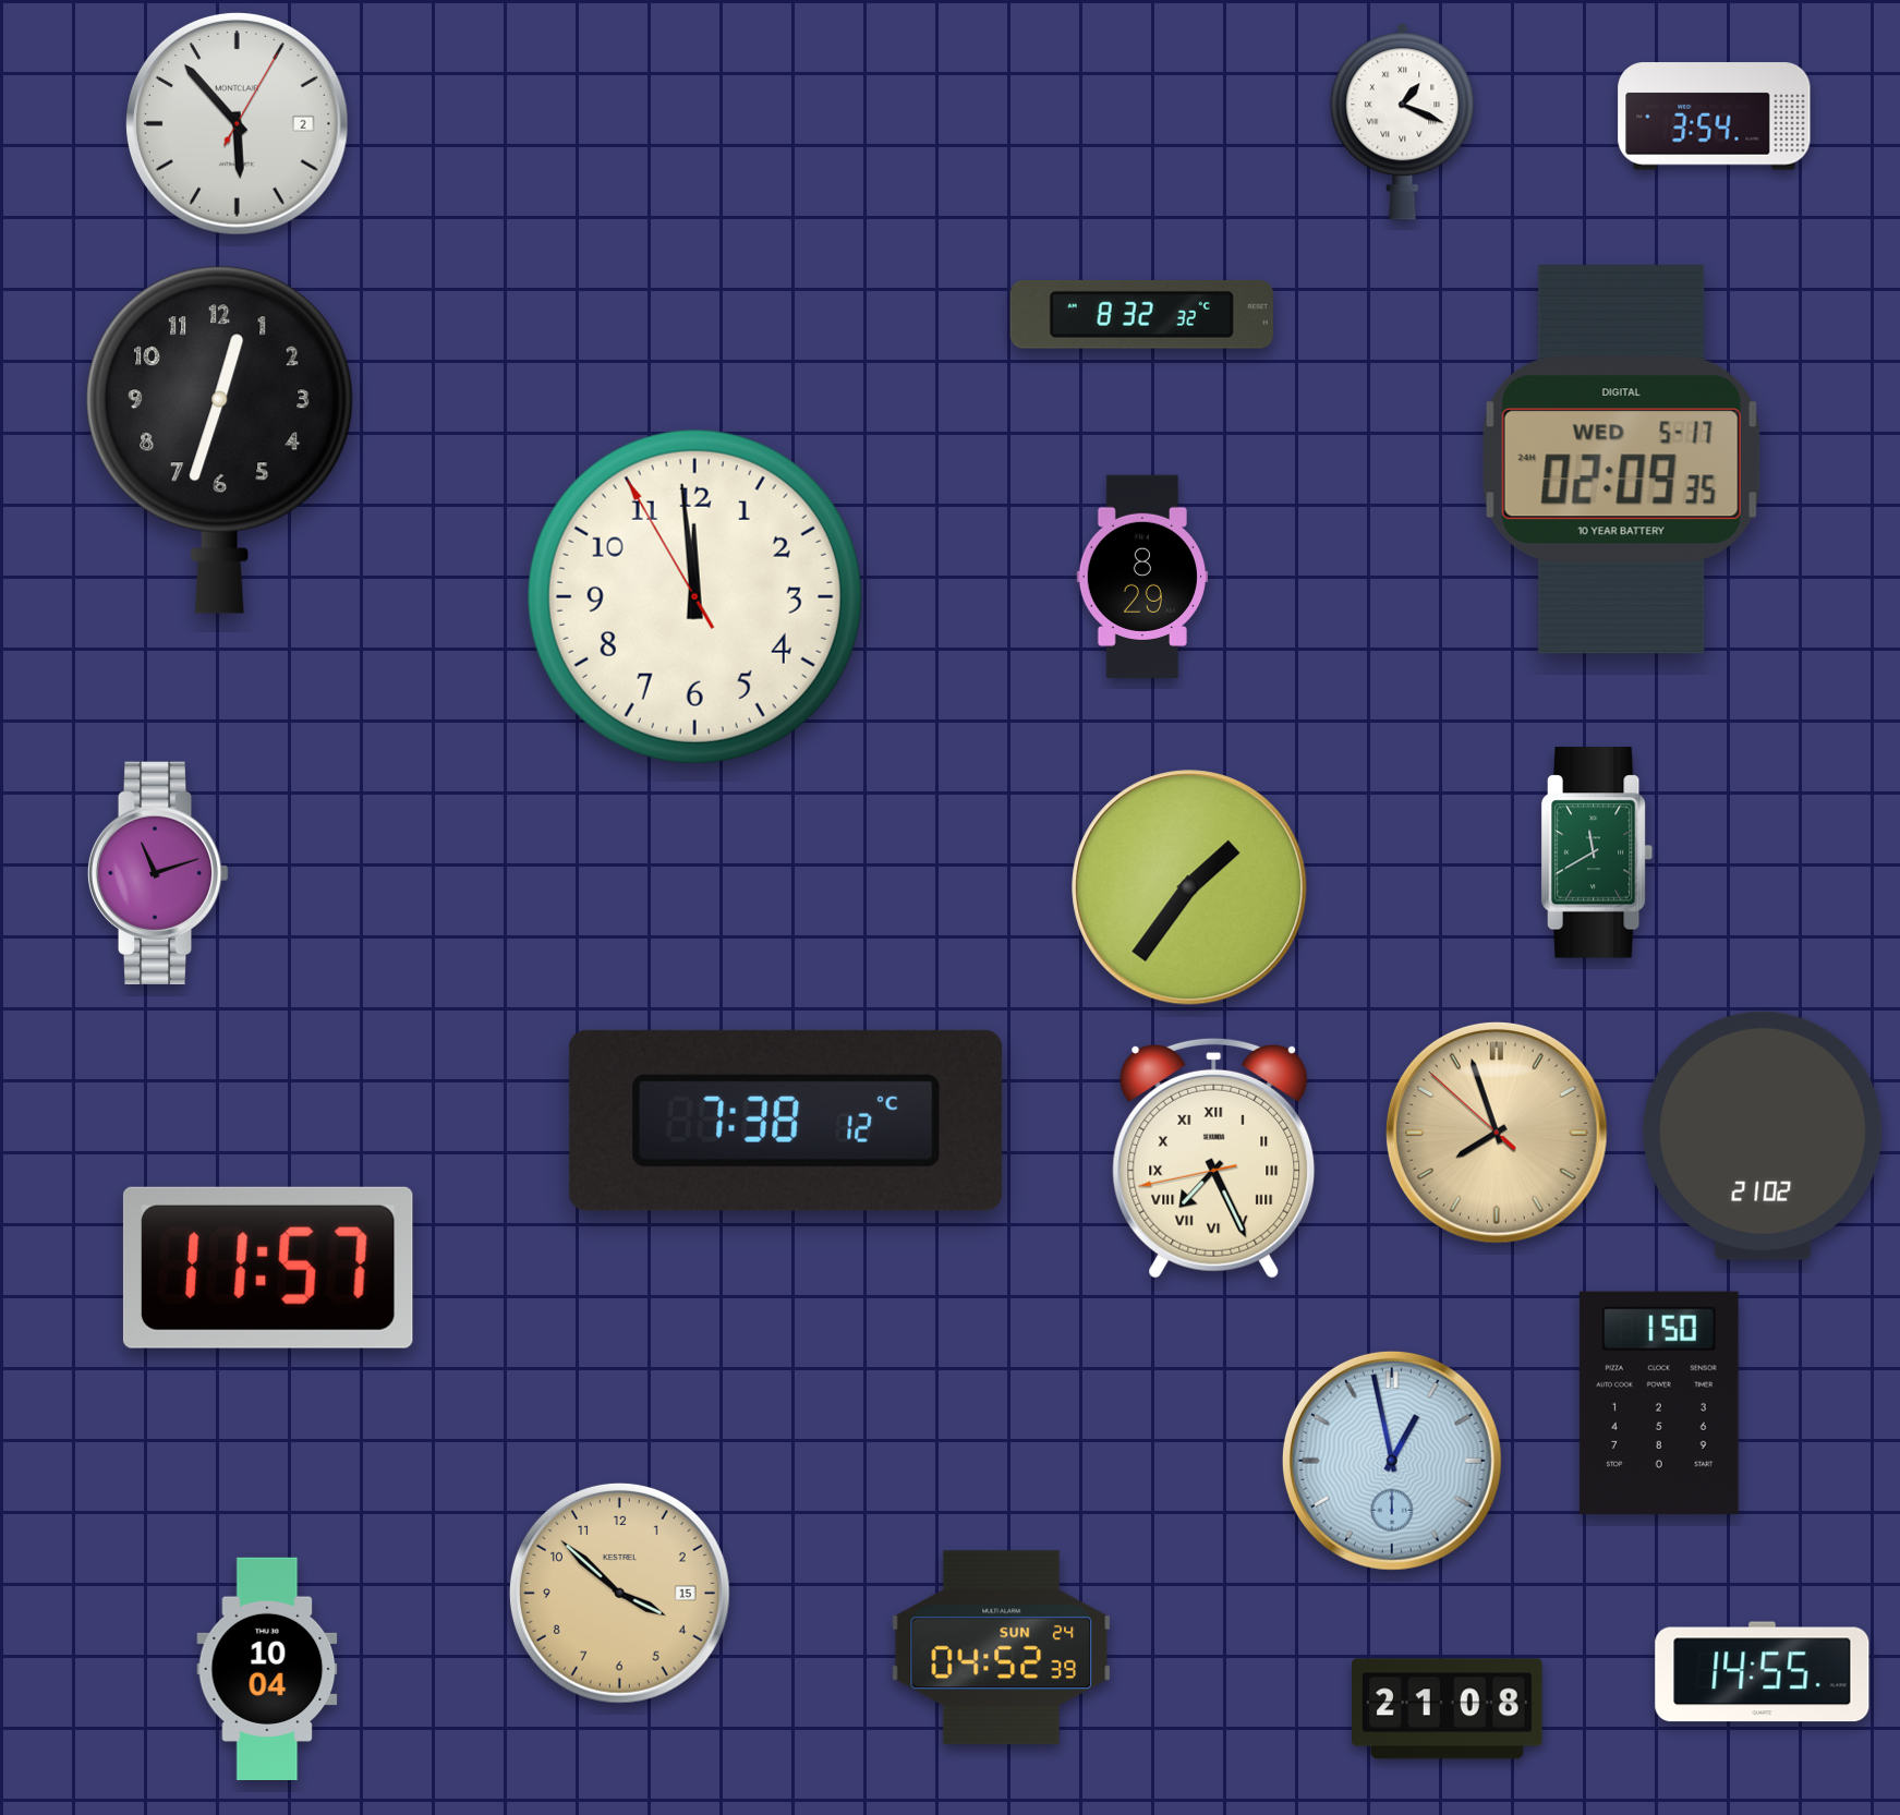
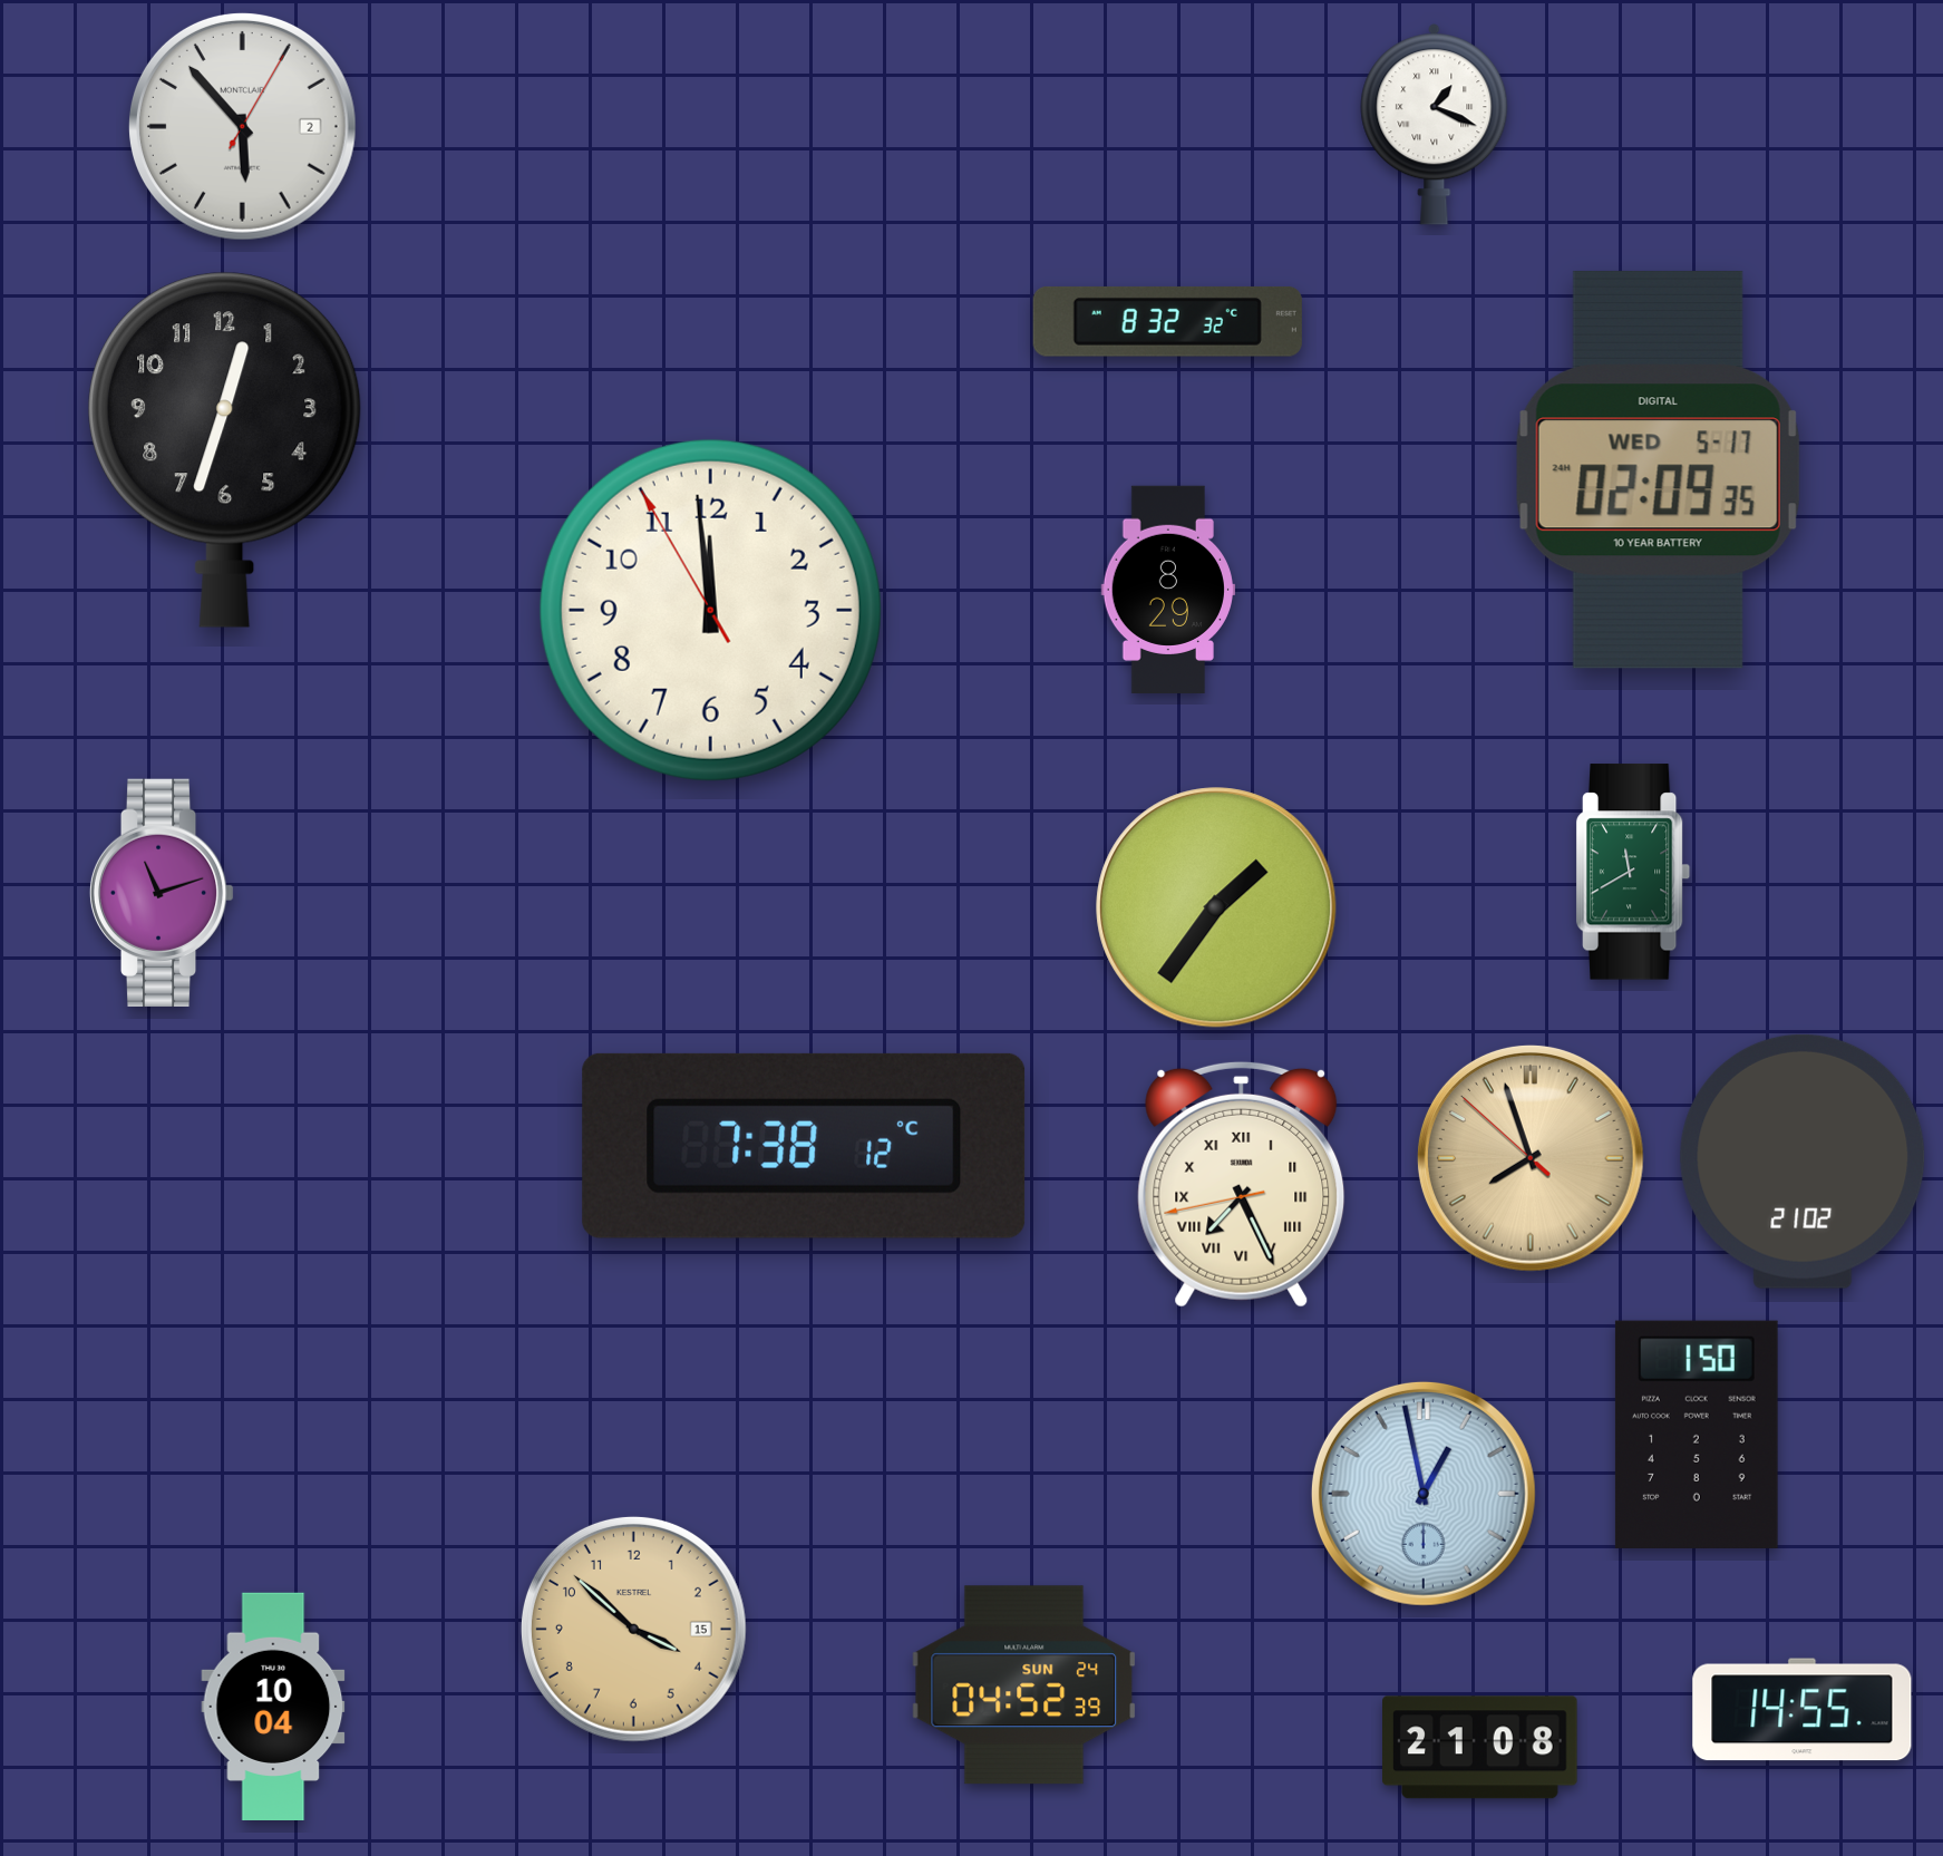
clock at (1715, 117): 3:54 -> none
clock at (268, 1268): 11:57 -> none
